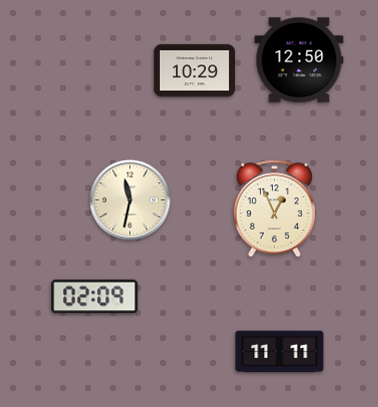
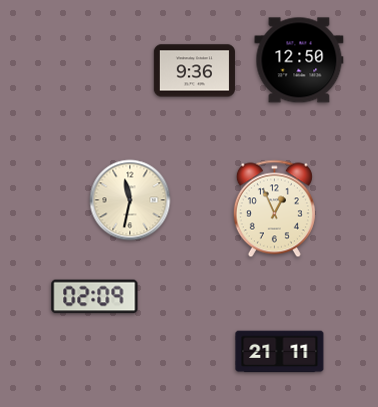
clock at (194, 71): 10:29 -> 9:36
clock at (280, 352): 11:11 -> 21:11
